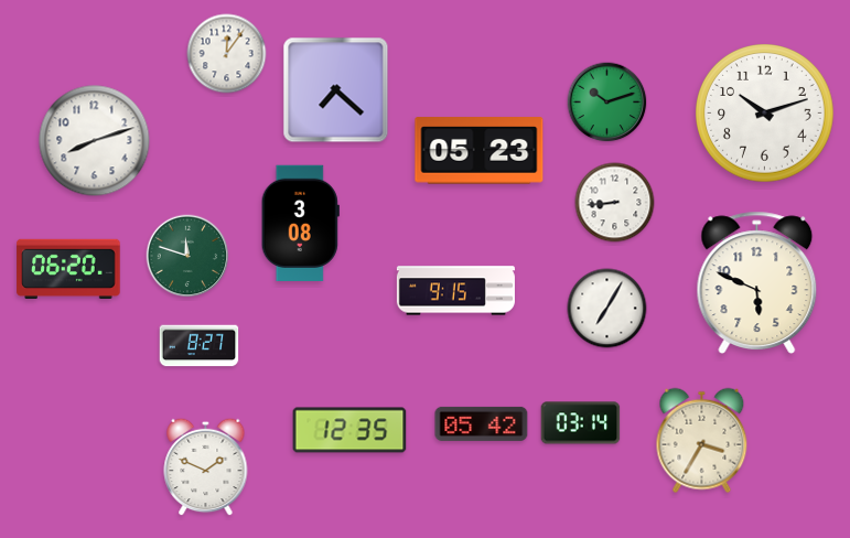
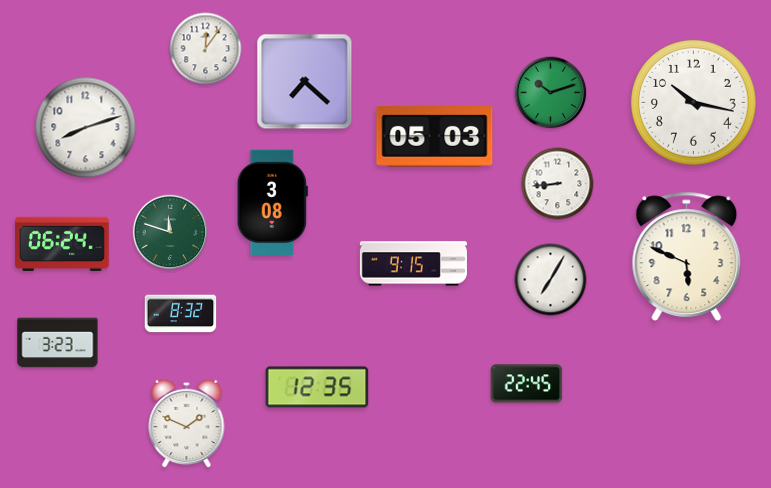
clock at (765, 114): 10:12 -> 10:17
clock at (480, 151): 05:23 -> 05:03
clock at (68, 268): 06:20 -> 06:24
clock at (200, 346): 8:27 -> 8:32
clock at (58, 343): none -> 3:23
clock at (482, 423): 05:42 -> none
clock at (581, 423): 03:14 -> 22:45
clock at (349, 430) position: (349, 430) -> (317, 387)
clock at (702, 441): 3:35 -> none
